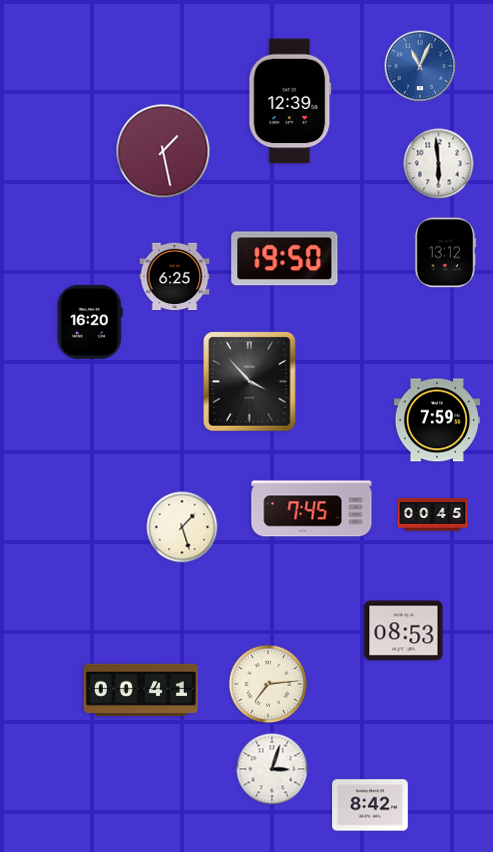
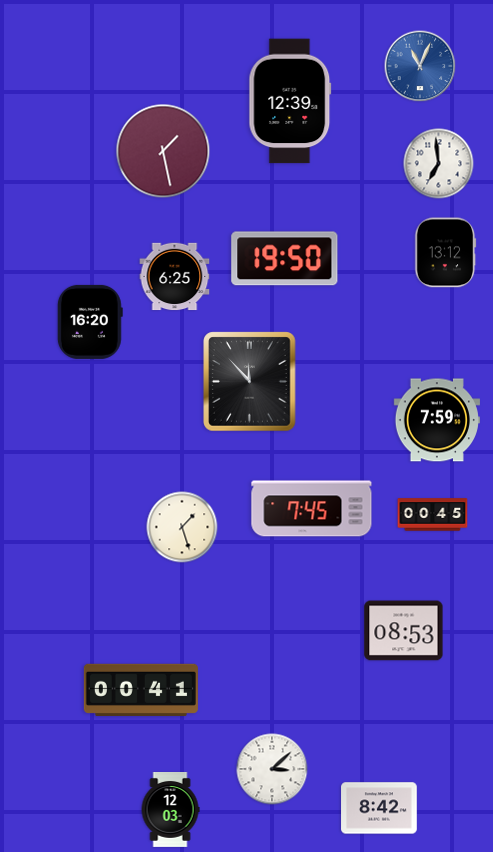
clock at (439, 164): 5:59 -> 6:59
clock at (250, 382): 3:53 -> 11:53
clock at (268, 684): 7:14 -> none
clock at (272, 769): 3:03 -> 3:08
clock at (370, 805) position: (370, 805) -> (379, 808)
clock at (170, 810): none -> 12:03
